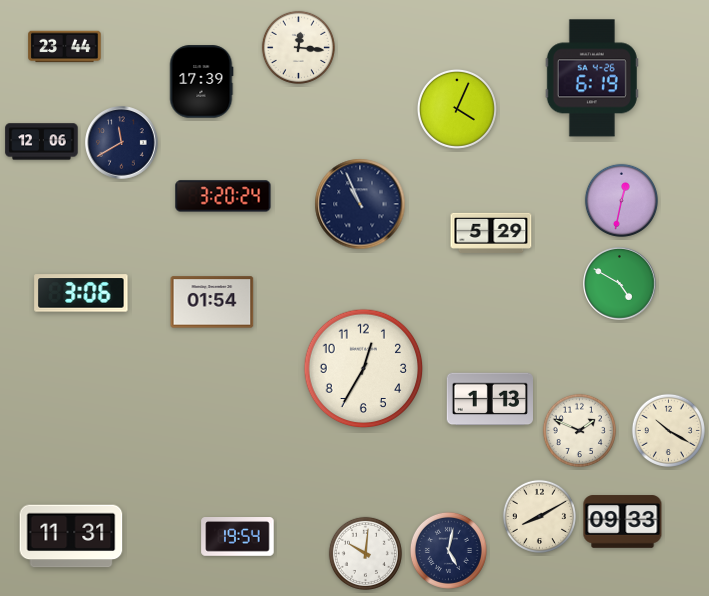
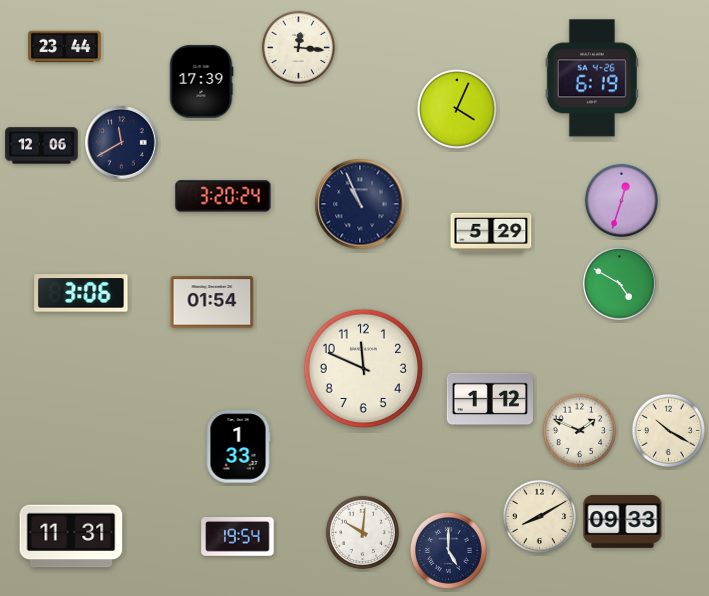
clock at (42, 142) position: (42, 142) -> (42, 146)
clock at (621, 200): 12:32 -> 12:33
clock at (364, 369): 12:35 -> 11:49
clock at (490, 399): 1:13 -> 1:12
clock at (238, 447): none -> 1:33
clock at (448, 550): 5:02 -> 5:00
clock at (365, 553) position: (365, 553) -> (362, 532)
